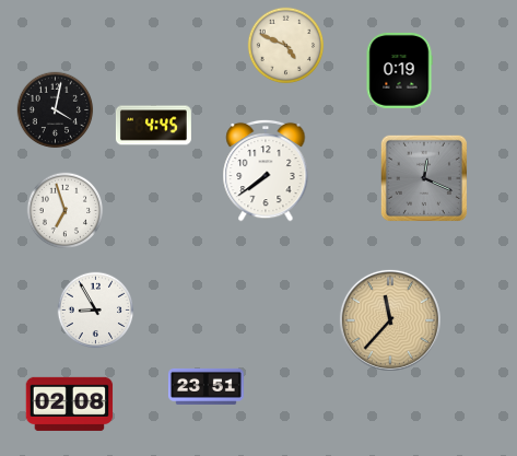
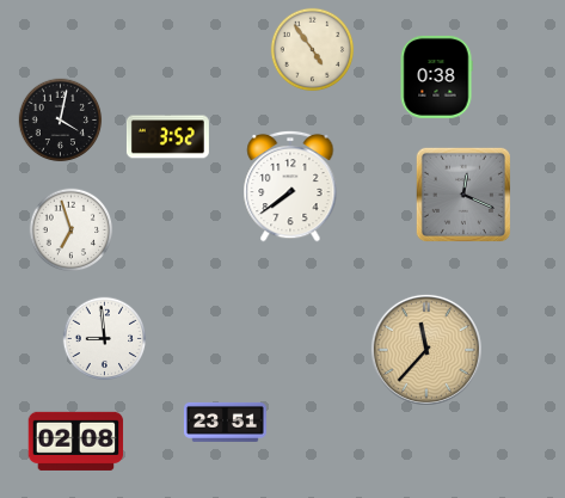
clock at (286, 46): 4:49 -> 4:54
clock at (399, 70): 0:19 -> 0:38
clock at (153, 126): 4:45 -> 3:52
clock at (96, 311): 8:55 -> 8:59
